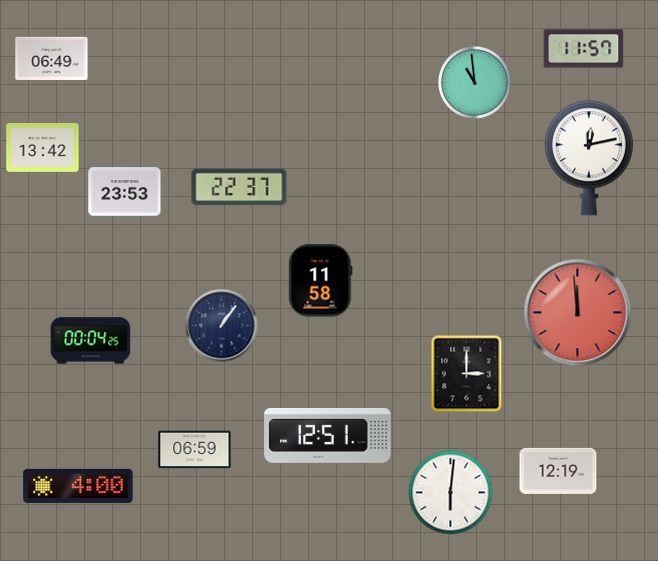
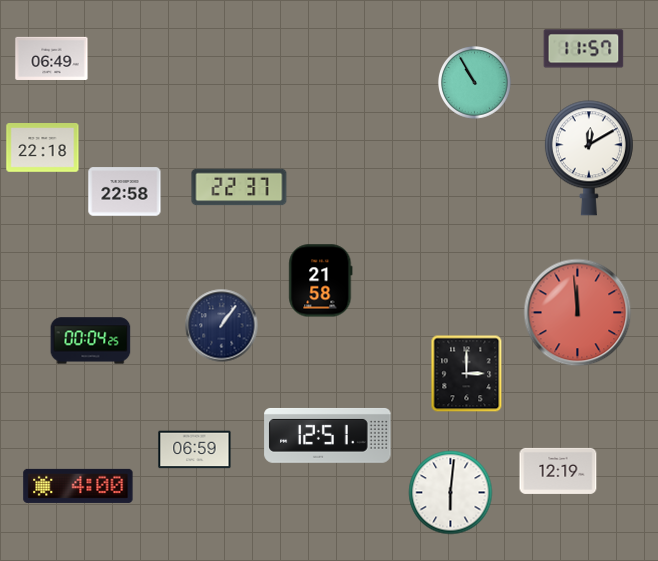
clock at (475, 83): 10:59 -> 10:55
clock at (43, 148): 13:42 -> 22:18
clock at (589, 158): 12:13 -> 12:10
clock at (125, 192): 23:53 -> 22:58
clock at (321, 281): 11:58 -> 21:58
